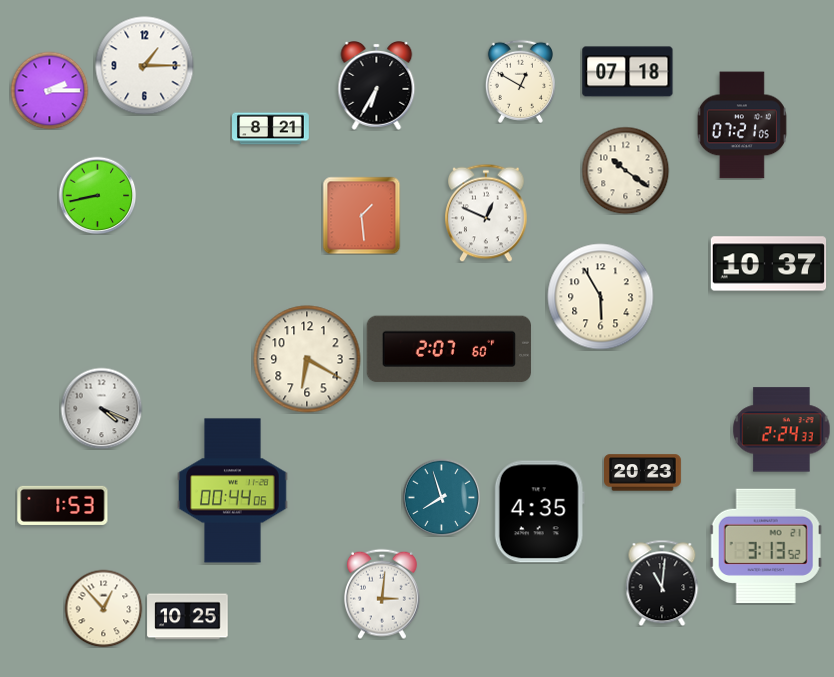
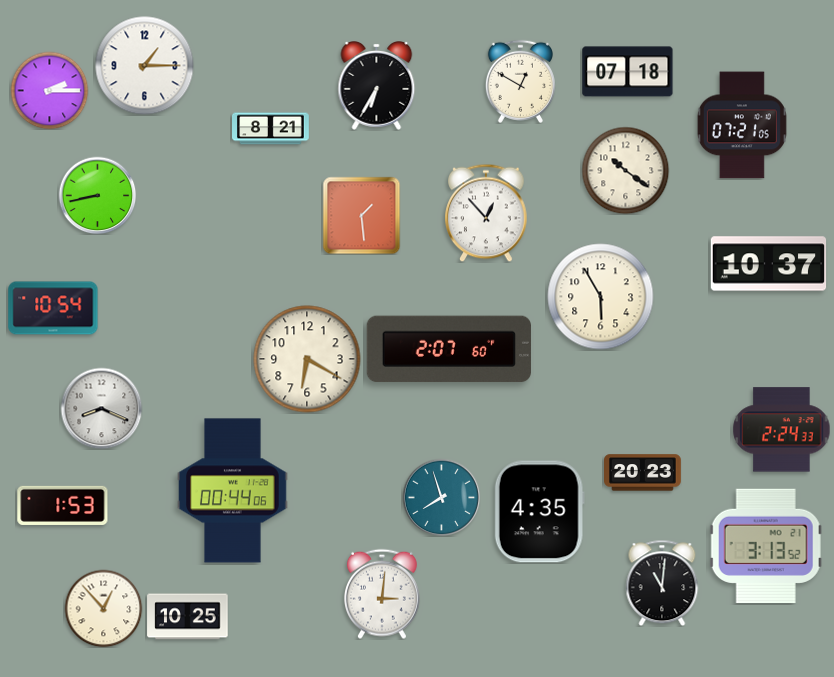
clock at (486, 213): 12:49 -> 12:53
clock at (53, 308): none -> 10:54
clock at (101, 408): 4:19 -> 8:19
